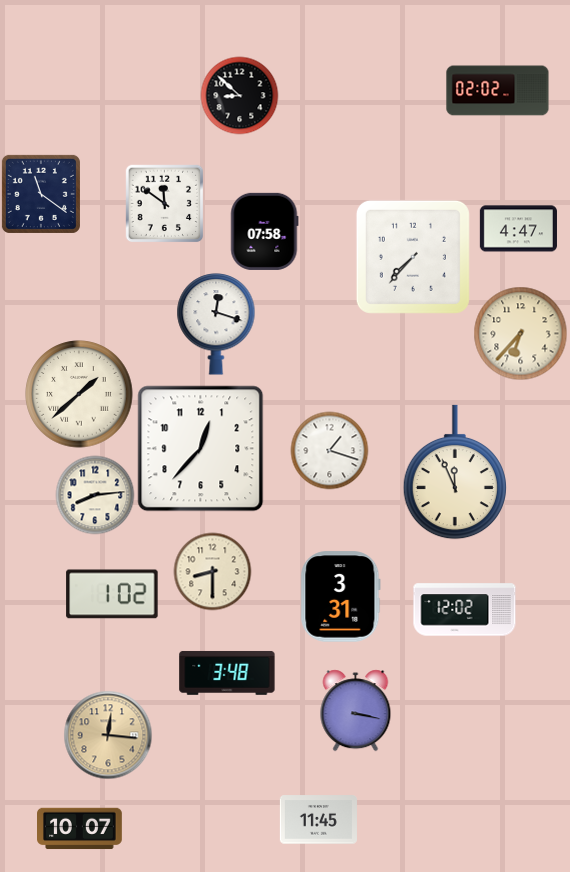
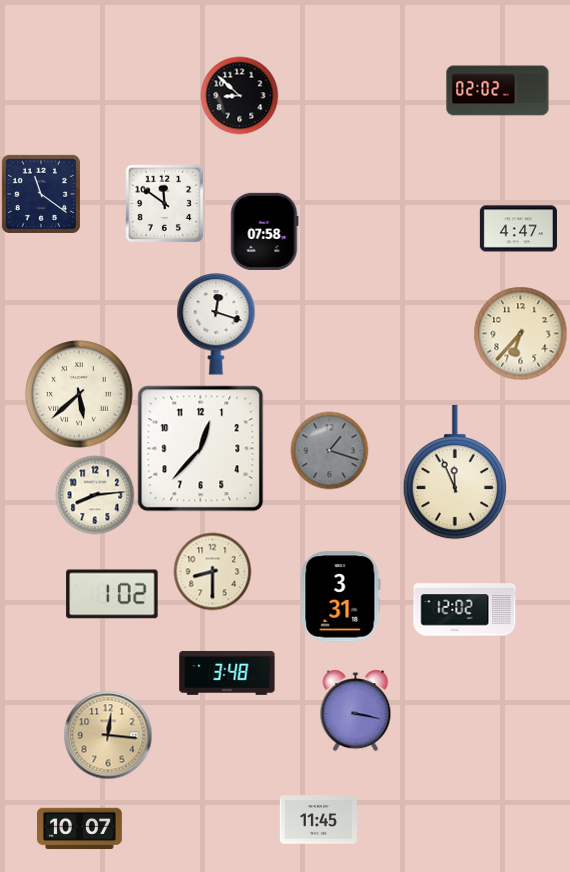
clock at (413, 257): 7:37 -> none
clock at (79, 394): 1:38 -> 5:38
clock at (329, 450) dial: white -> grey
